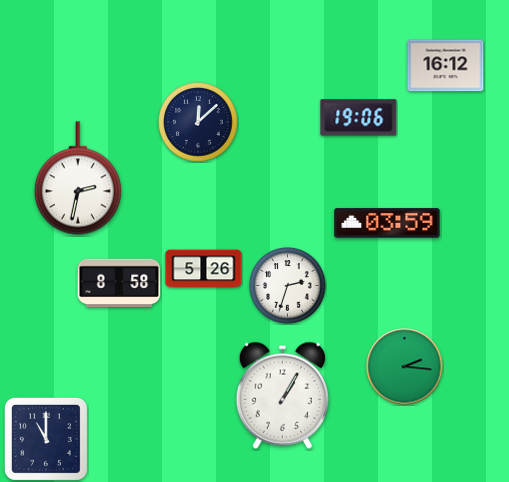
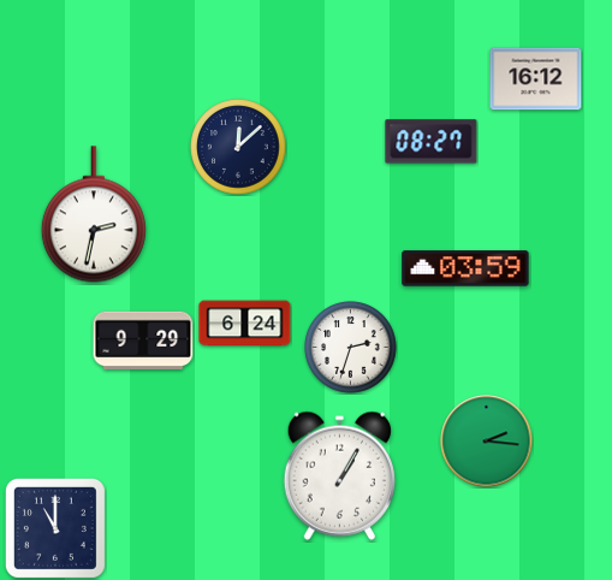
clock at (359, 118): 19:06 -> 08:27
clock at (204, 269): 5:26 -> 6:24
clock at (119, 282): 8:58 -> 9:29
clock at (288, 286) position: (288, 286) -> (351, 348)
